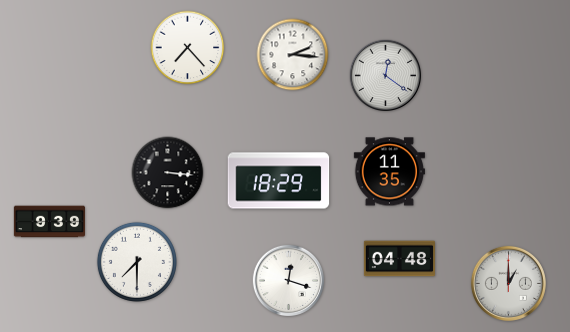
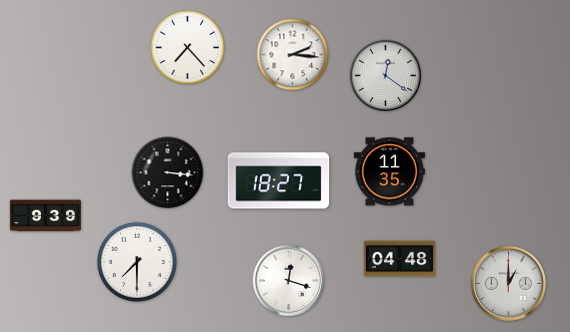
clock at (279, 181): 18:29 -> 18:27
clock at (49, 222) position: (49, 222) -> (45, 216)
